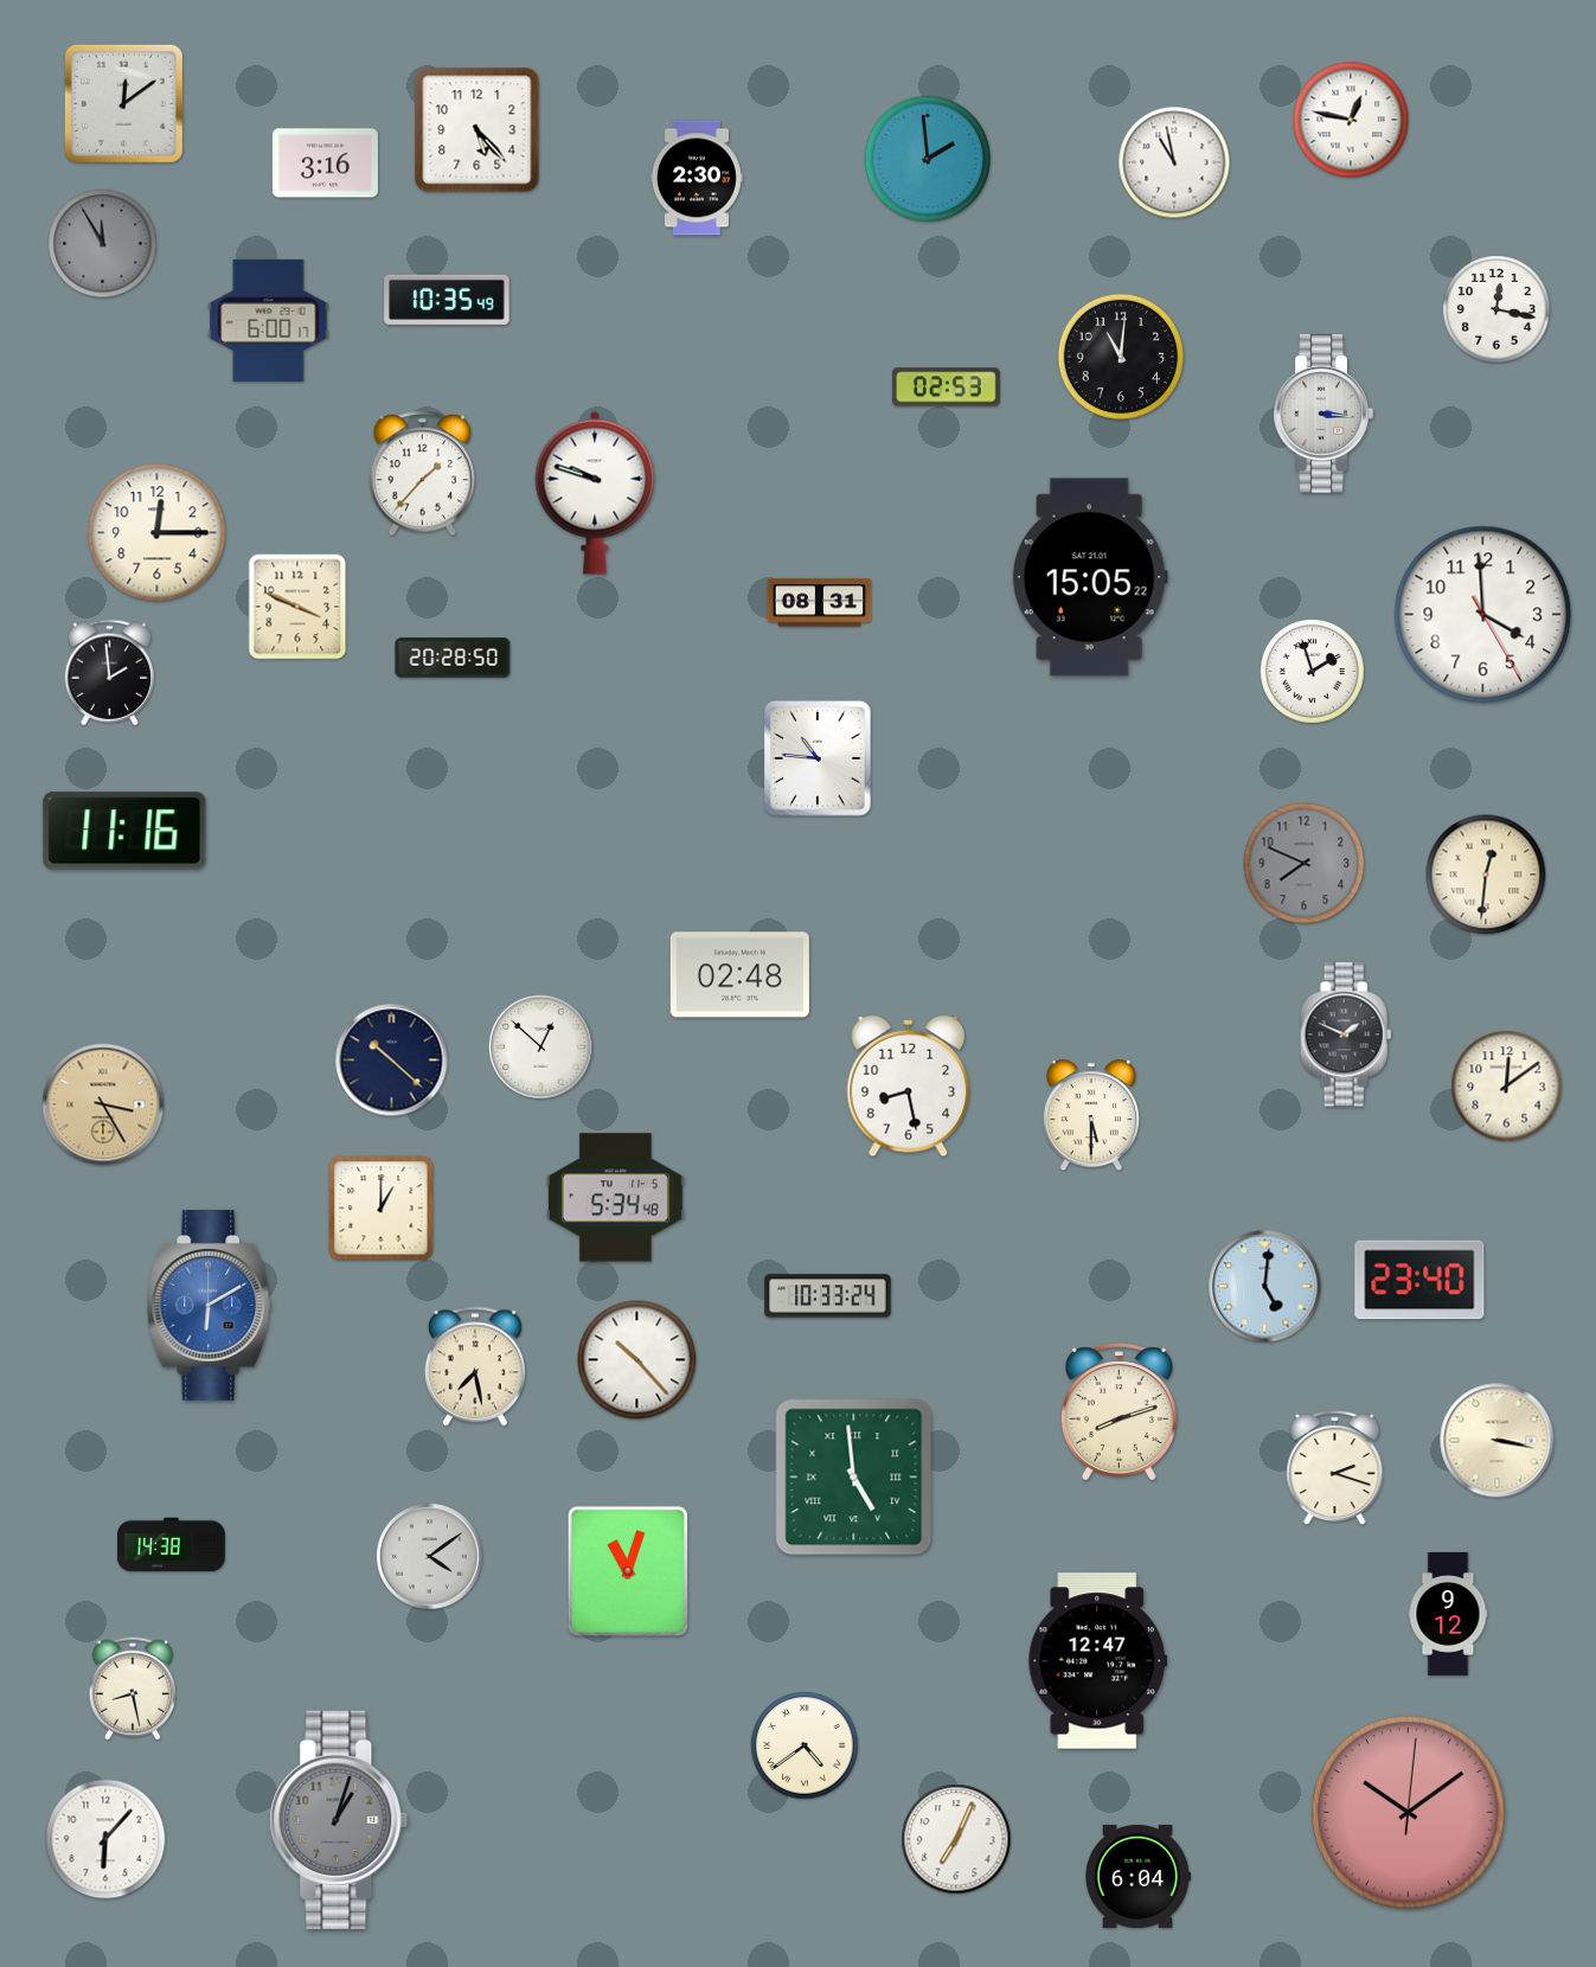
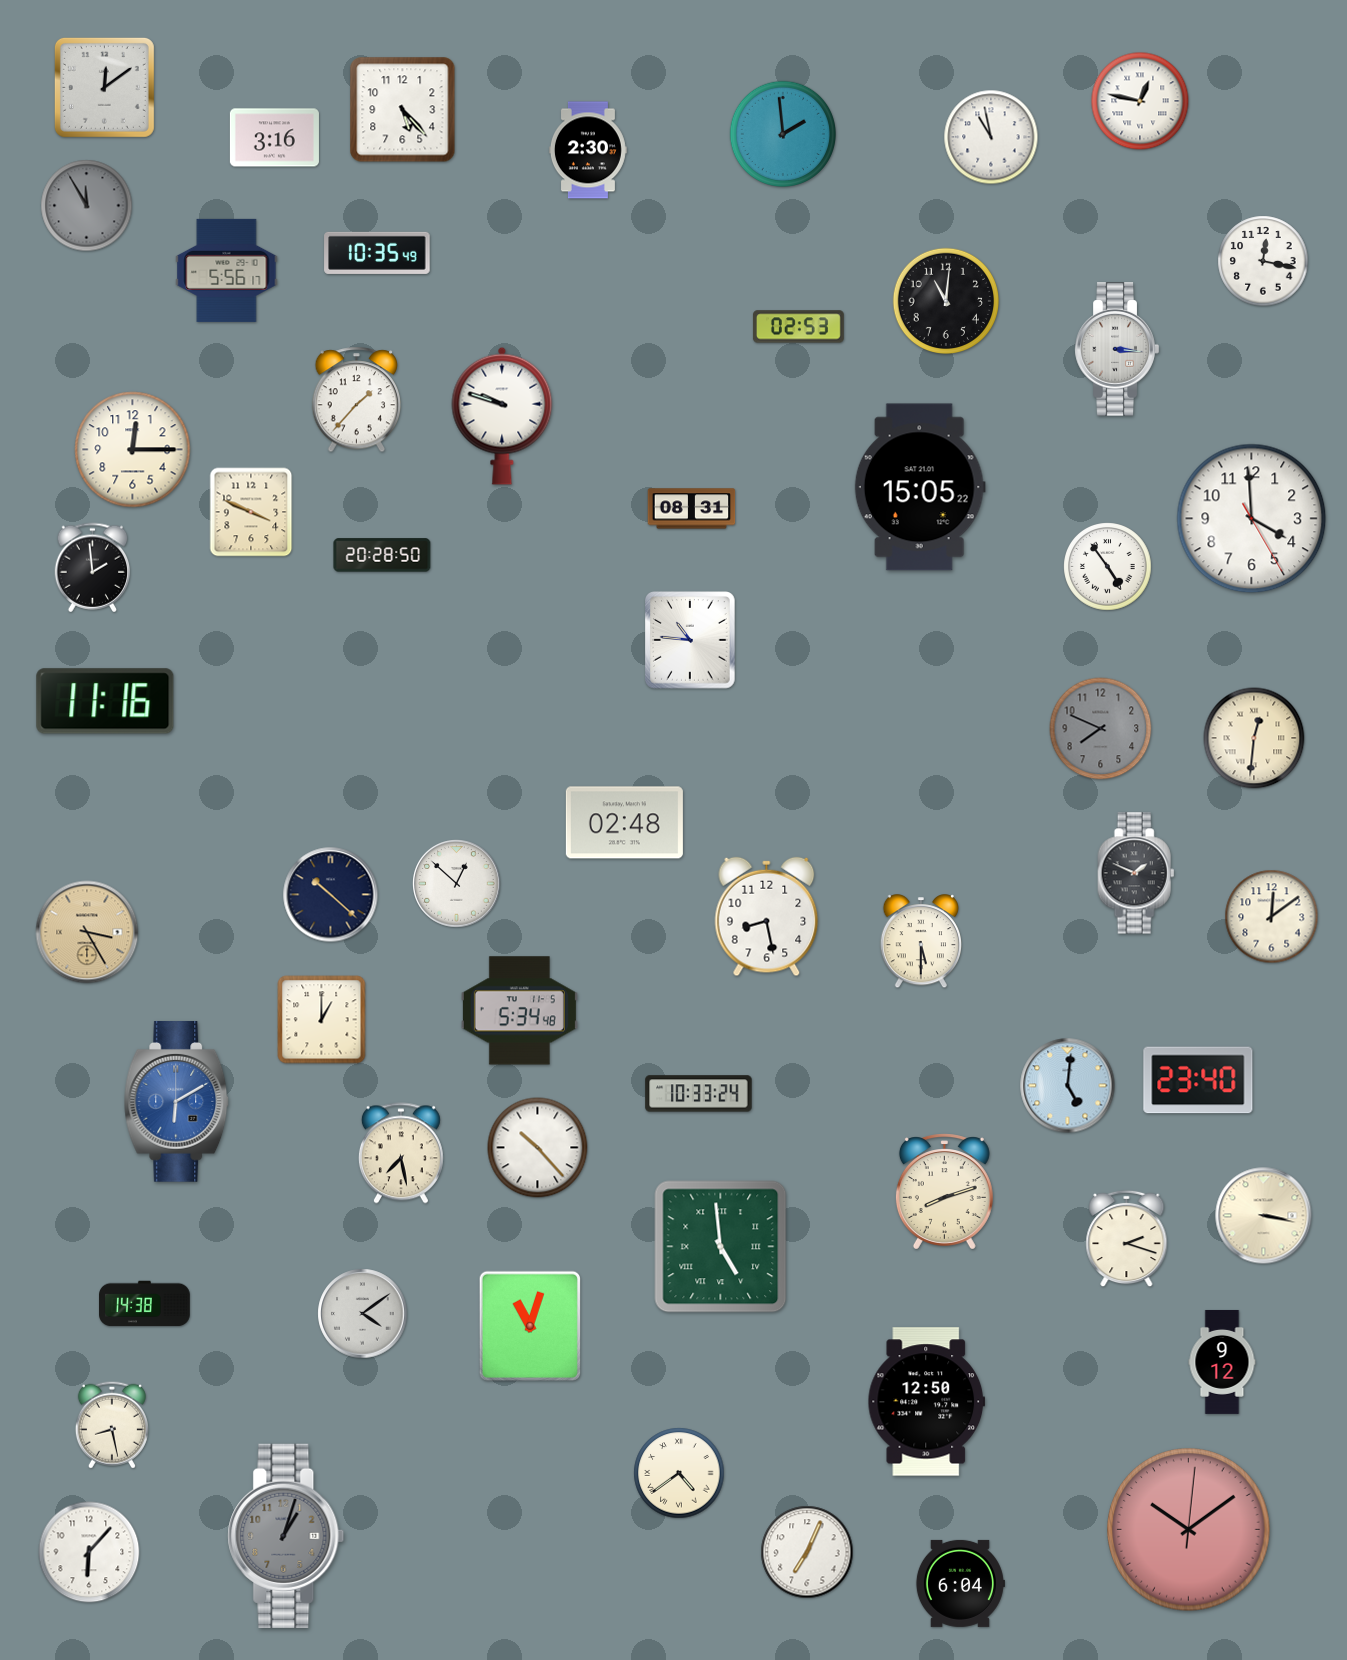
clock at (269, 320): 6:00 -> 5:56
clock at (1313, 672): 1:57 -> 4:54
clock at (1098, 1661): 12:47 -> 12:50
